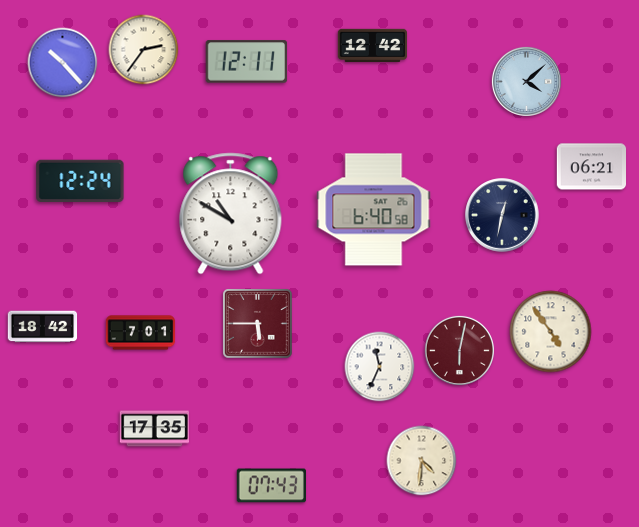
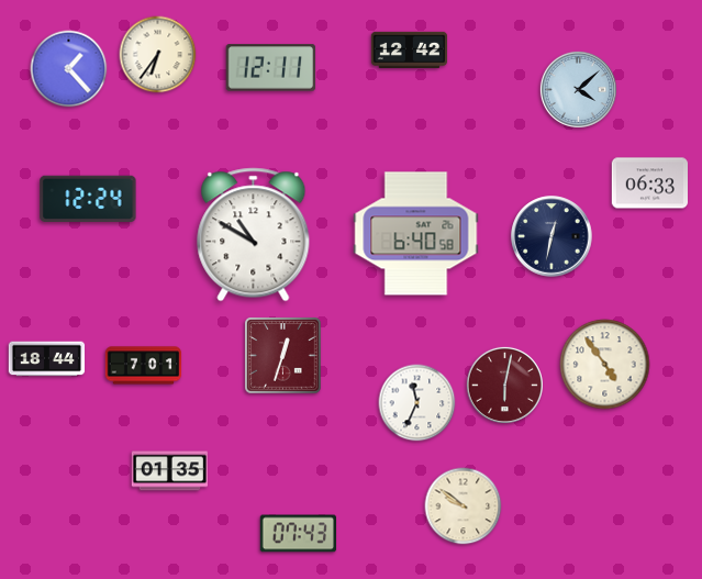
clock at (144, 50): 2:36 -> 6:36
clock at (63, 63): 10:23 -> 1:23
clock at (592, 167): 06:21 -> 06:33
clock at (374, 210) position: (374, 210) -> (416, 234)
clock at (258, 324): 5:45 -> 12:33
clock at (43, 327): 18:42 -> 18:44
clock at (141, 333) position: (141, 333) -> (144, 366)
clock at (154, 429): 17:35 -> 01:35
clock at (422, 461): 4:31 -> 9:51
